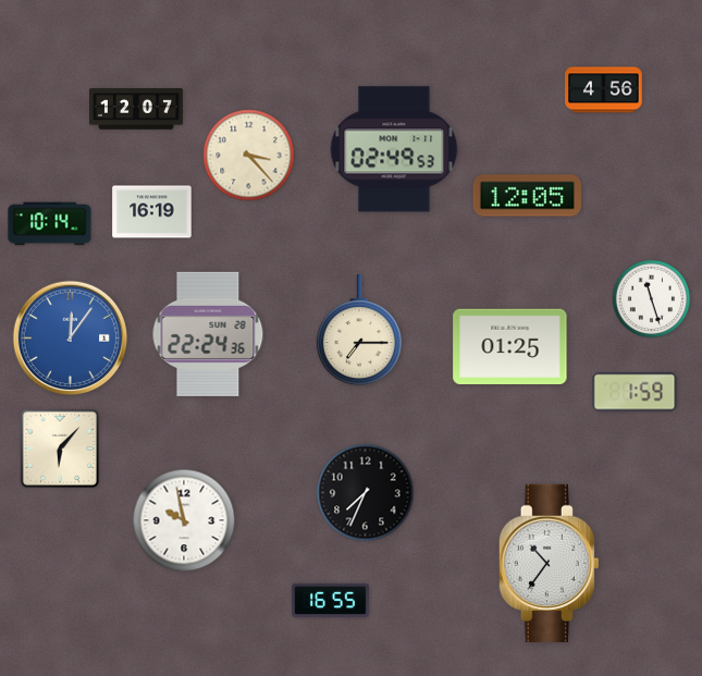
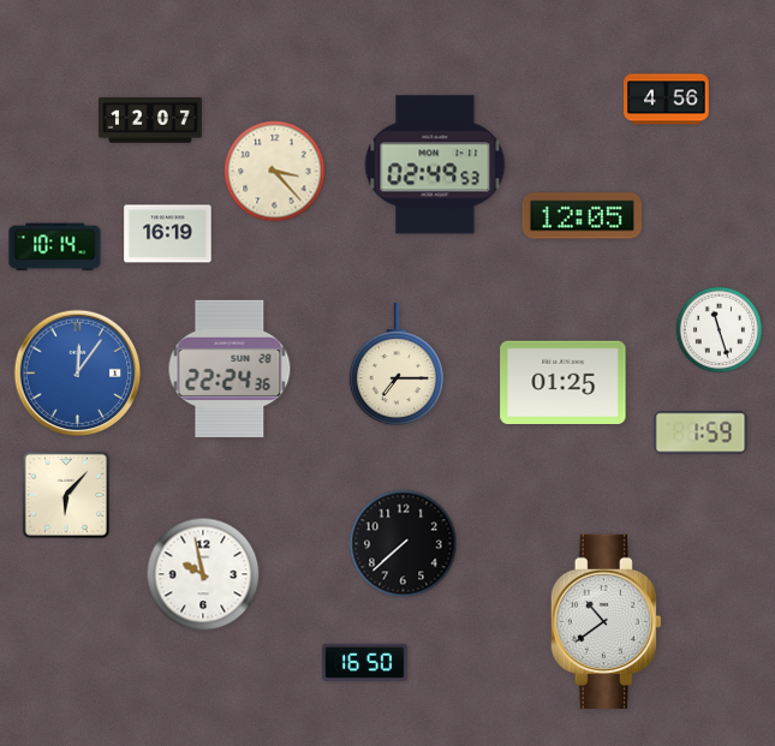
clock at (366, 493): 7:34 -> 7:38
clock at (549, 563): 10:36 -> 10:39
clock at (331, 600): 16:55 -> 16:50
